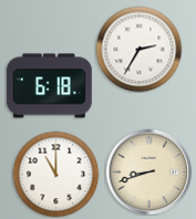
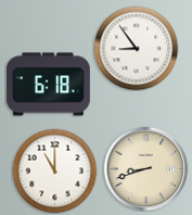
clock at (138, 49): 2:35 -> 8:54
